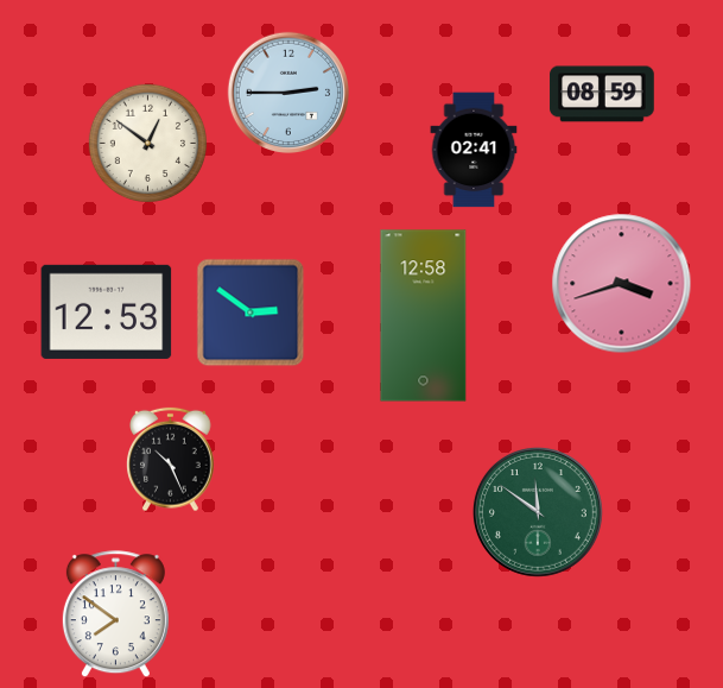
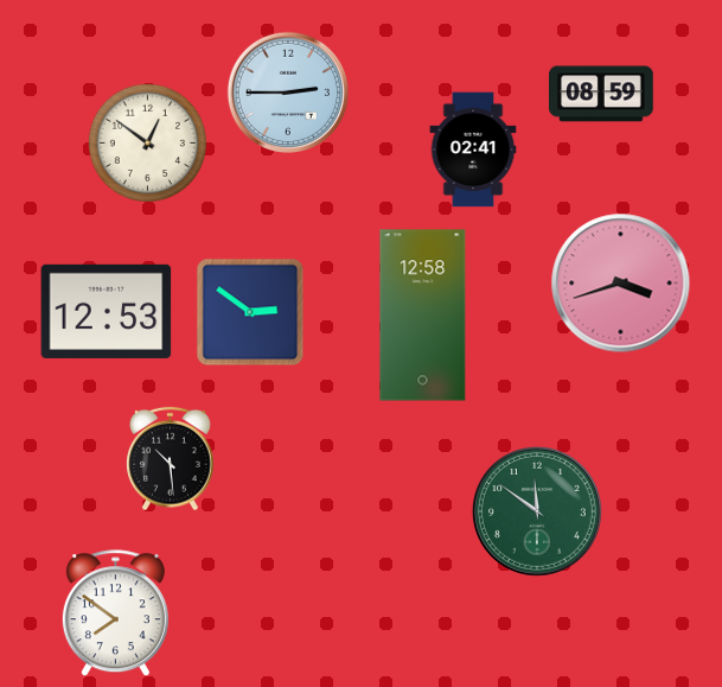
clock at (171, 460): 10:26 -> 10:29
